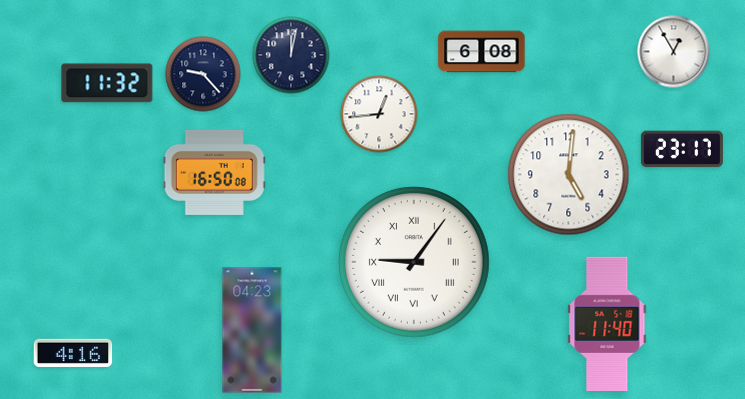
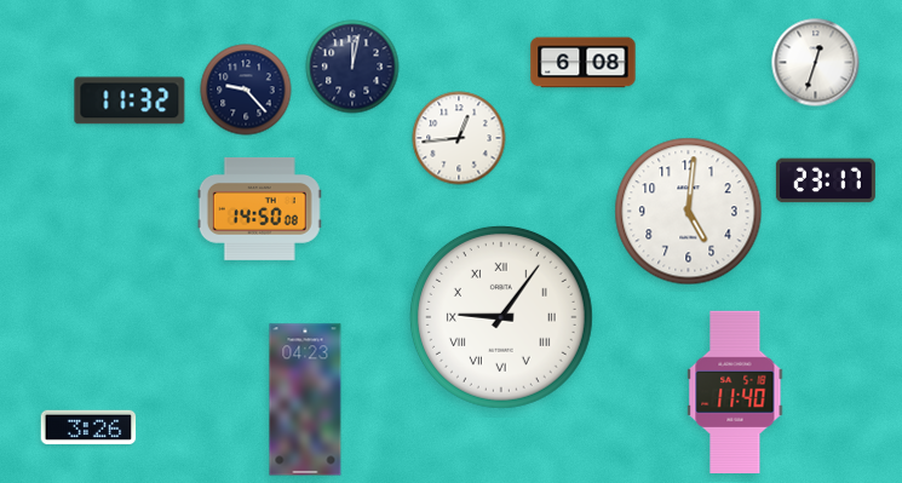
clock at (674, 52): 12:55 -> 12:33
clock at (214, 172): 16:50 -> 14:50
clock at (73, 353): 4:16 -> 3:26
